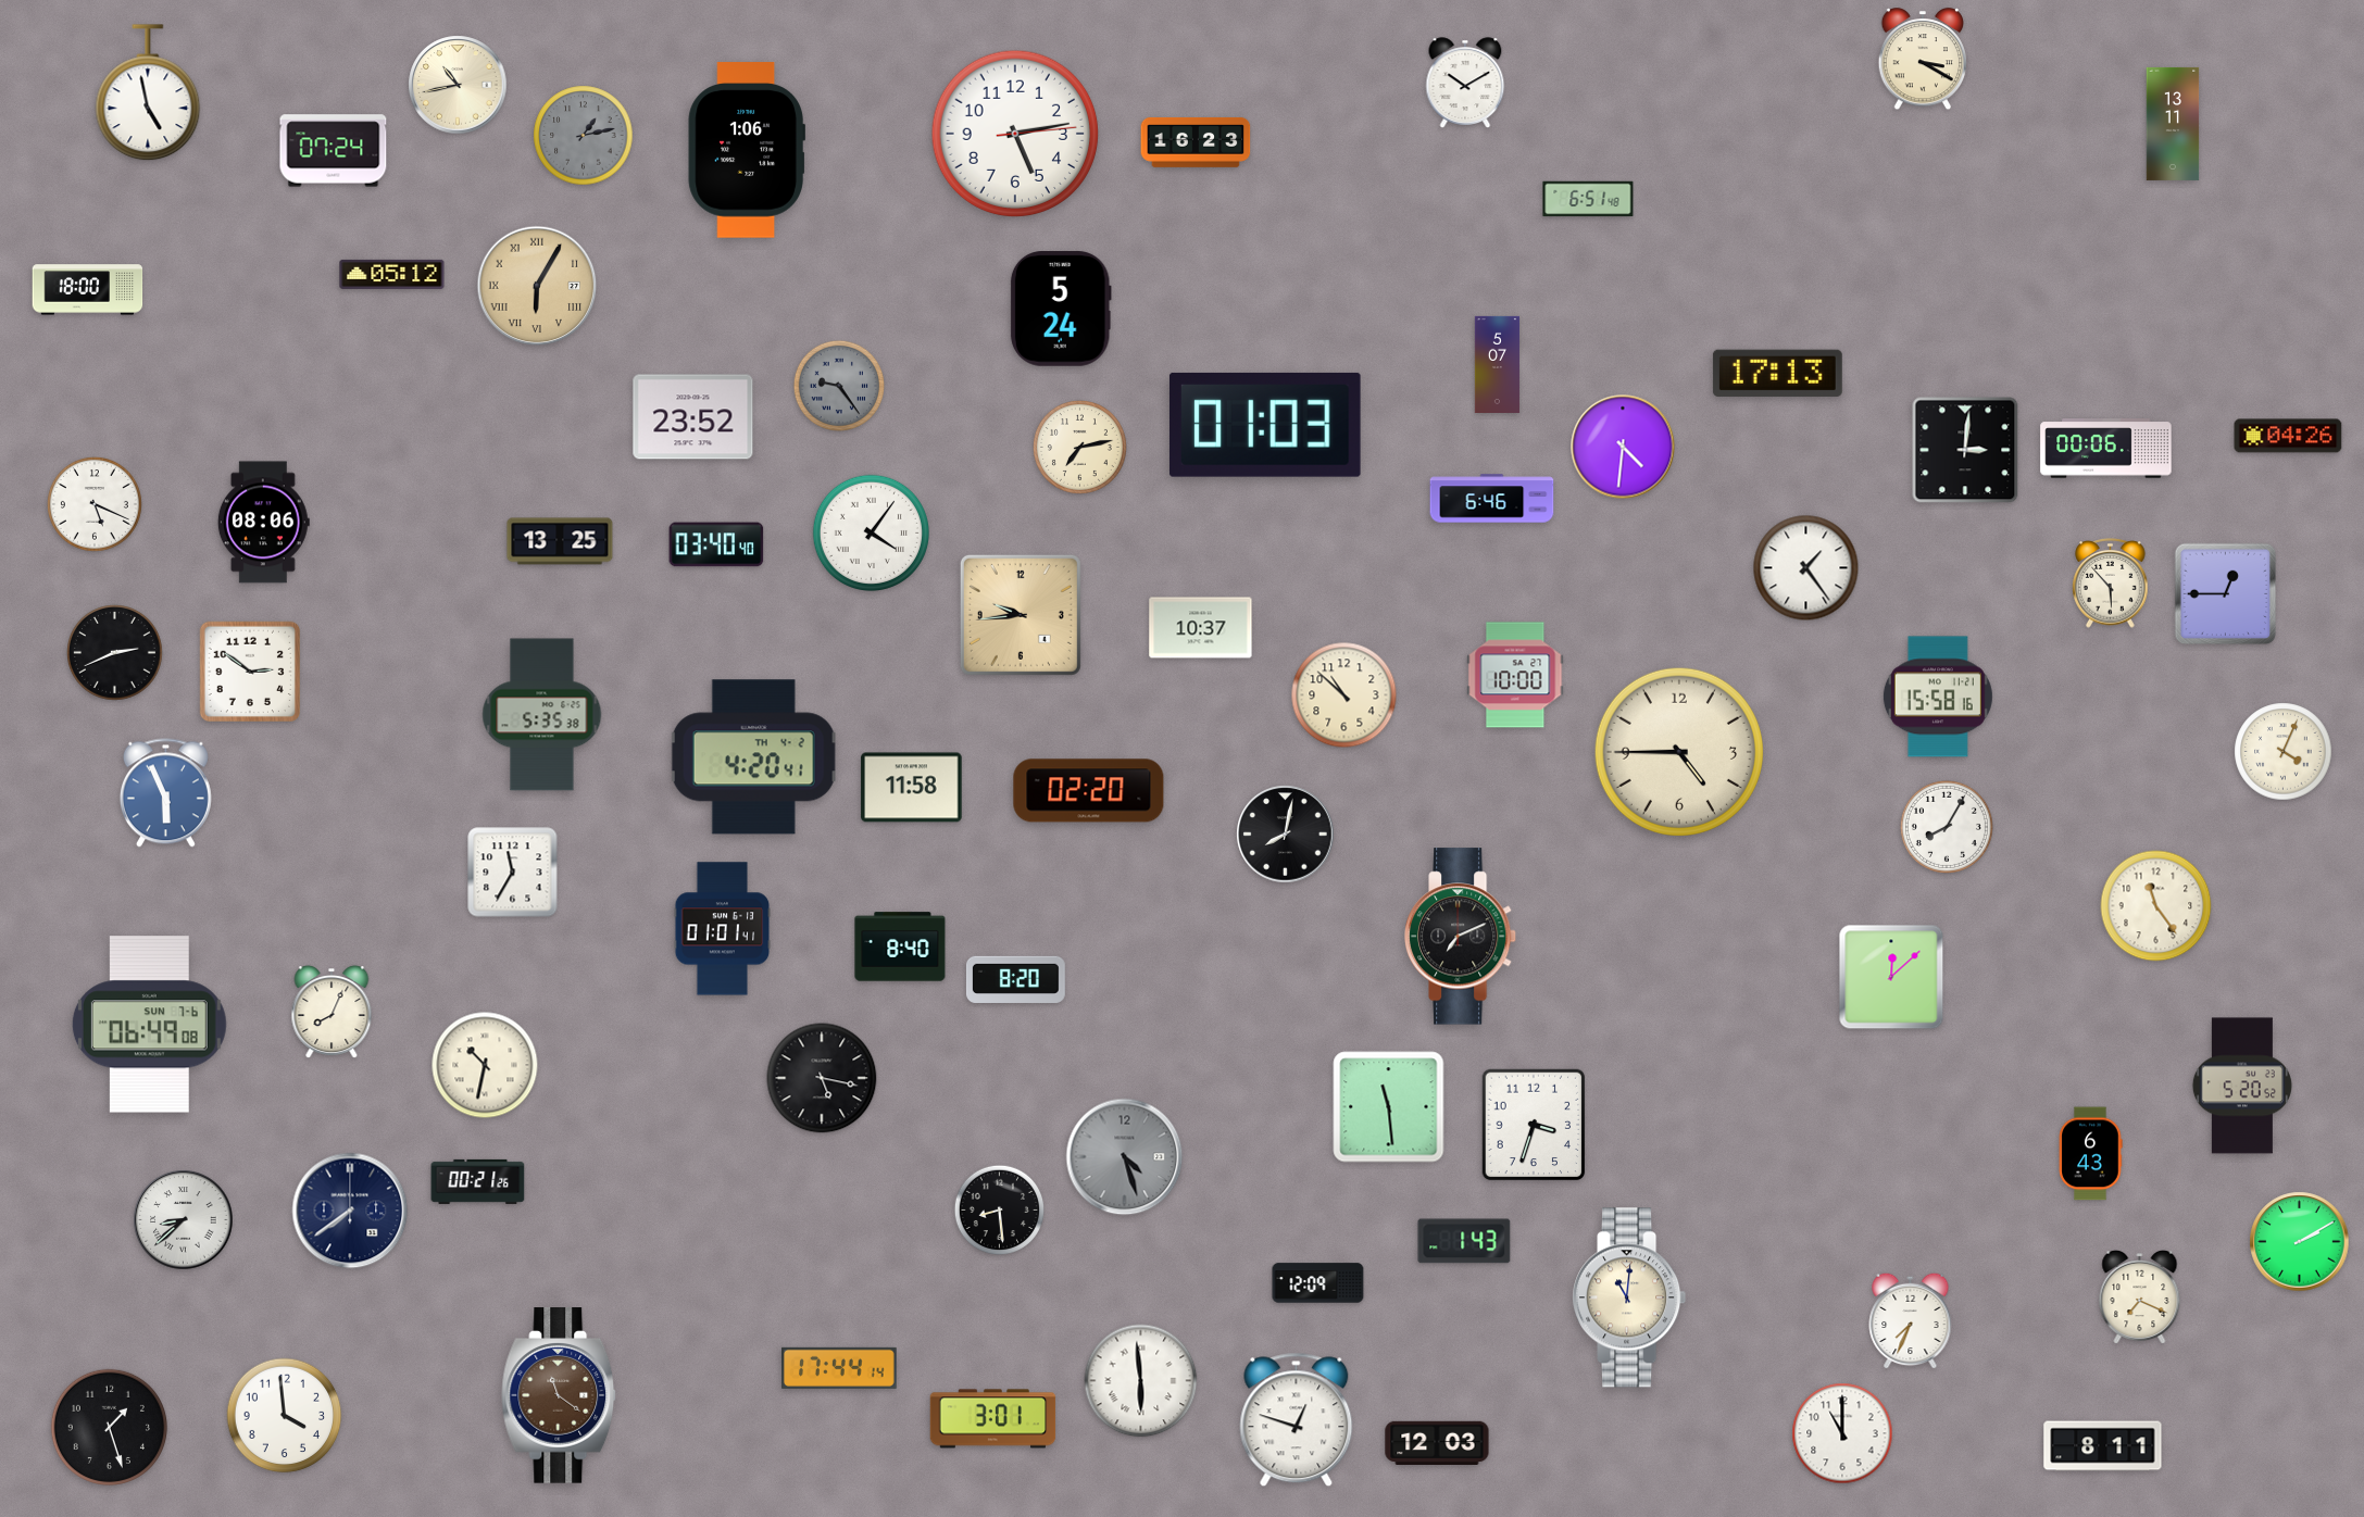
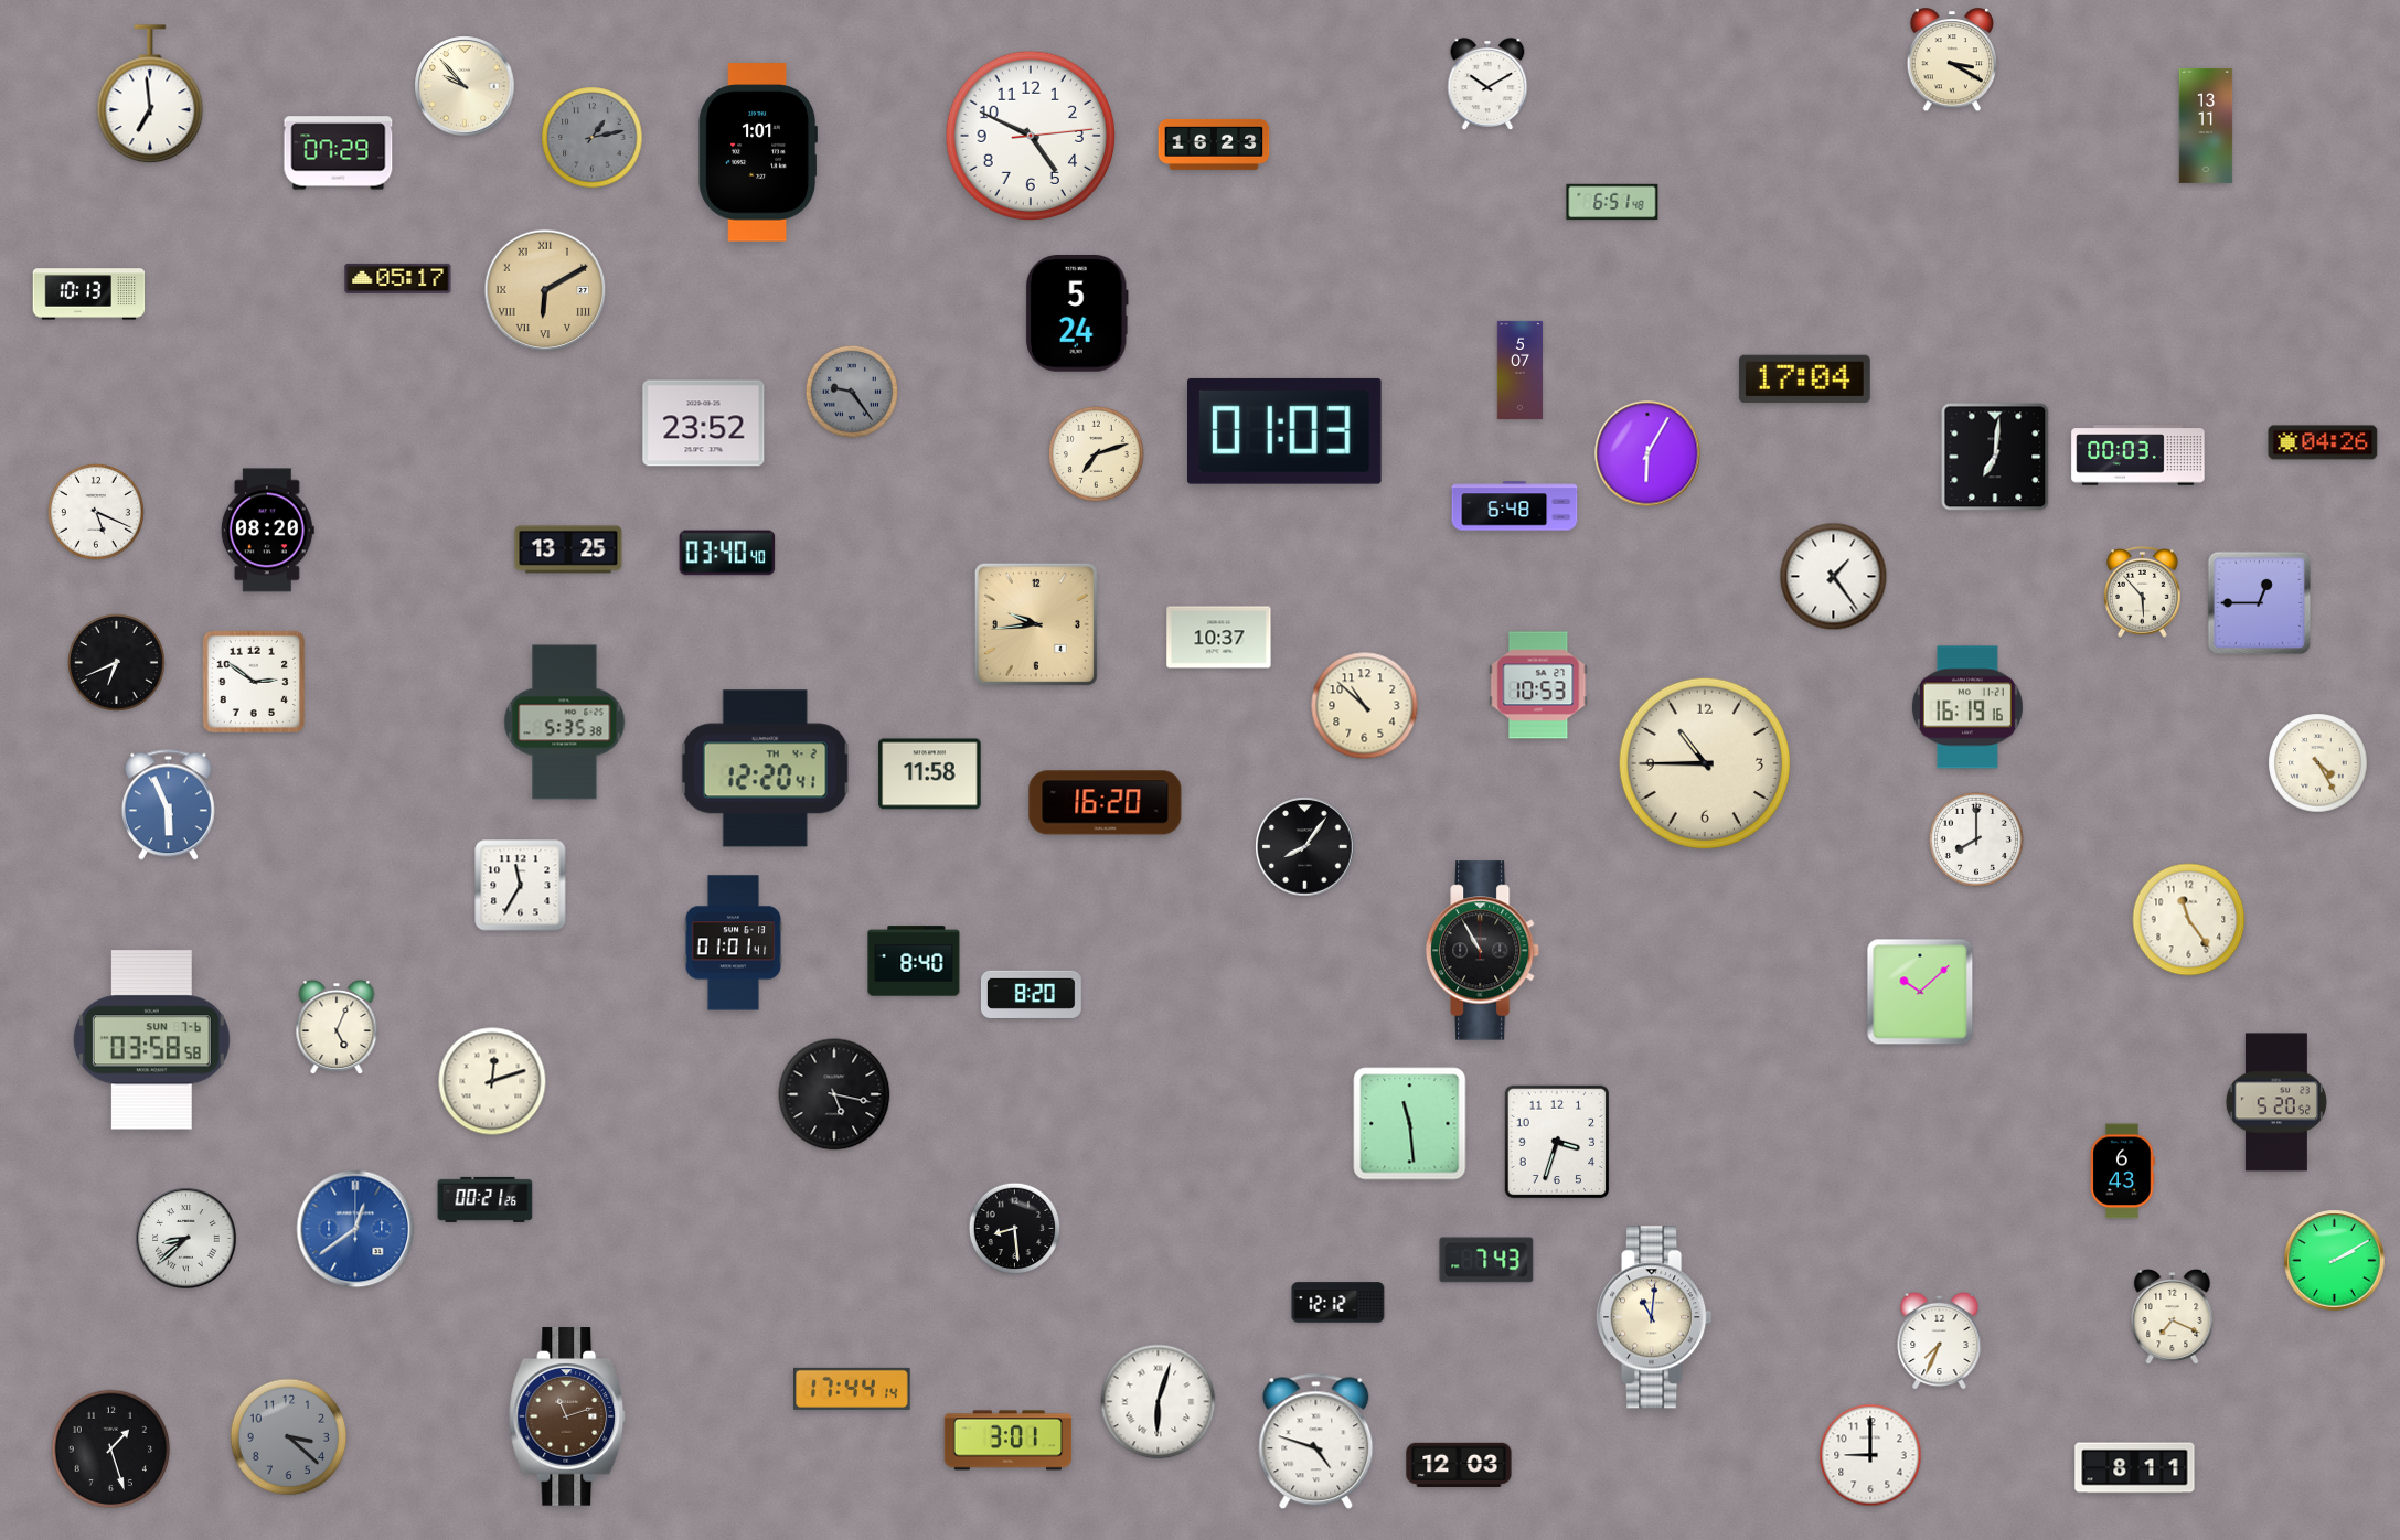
clock at (458, 85): 10:43 -> 9:53
clock at (148, 93): 4:58 -> 6:59
clock at (1015, 134): 5:13 -> 4:49
clock at (747, 150): 1:06 -> 1:01
clock at (334, 151): 07:24 -> 07:29
clock at (392, 274): 05:12 -> 05:17
clock at (537, 286): 6:05 -> 6:10
clock at (88, 290): 18:00 -> 10:13
clock at (1777, 373): 17:13 -> 17:04
clock at (1079, 447): 7:13 -> 7:12
clock at (1623, 447): 4:31 -> 6:05
clock at (2106, 449): 00:06 -> 00:03
clock at (1965, 450): 3:01 -> 7:01
clock at (1492, 499): 6:46 -> 6:48
clock at (263, 523): 08:06 -> 08:20
clock at (871, 532): 4:06 -> none
clock at (115, 653): 2:41 -> 6:41
clock at (1515, 675): 10:00 -> 10:53
clock at (1938, 697): 15:58 -> 16:19
clock at (542, 715) position: (542, 715) -> (565, 723)
clock at (1679, 752): 4:45 -> 10:45
clock at (2284, 752): 4:04 -> 4:25
clock at (753, 757): 4:20 -> 12:20
clock at (912, 788) position: (912, 788) -> (930, 774)
clock at (1089, 791): 02:20 -> 16:20
clock at (1947, 827): 8:05 -> 8:00
clock at (1286, 835): 8:02 -> 8:06
clock at (1461, 937): 7:11 -> 10:55
clock at (1891, 977): 12:08 -> 10:08
clock at (332, 1013): 8:04 -> 5:04
clock at (149, 1025): 06:49 -> 03:58
clock at (485, 1065): 10:32 -> 12:12
clock at (1125, 1157): 4:27 -> none
clock at (350, 1211): 7:39 -> 12:39
clock at (350, 1211) dial: navy -> blue
clock at (1464, 1241): 1:43 -> 7:43
clock at (1318, 1283): 12:09 -> 12:12
clock at (1141, 1381): 5:59 -> 6:03
clock at (560, 1395): 11:21 -> 11:12
clock at (285, 1416): 3:59 -> 3:22
clock at (285, 1416) dial: white -> grey
clock at (1297, 1420): 12:48 -> 4:48
clock at (1842, 1433): 11:00 -> 9:00
